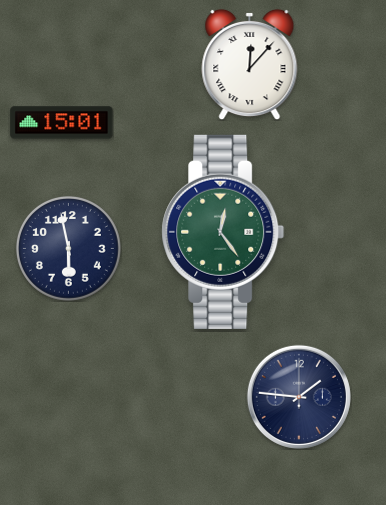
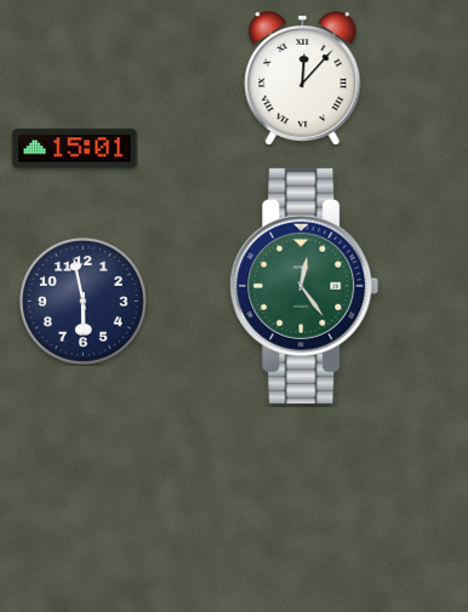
clock at (223, 232) position: (223, 232) -> (304, 286)
clock at (299, 397): 1:46 -> none
